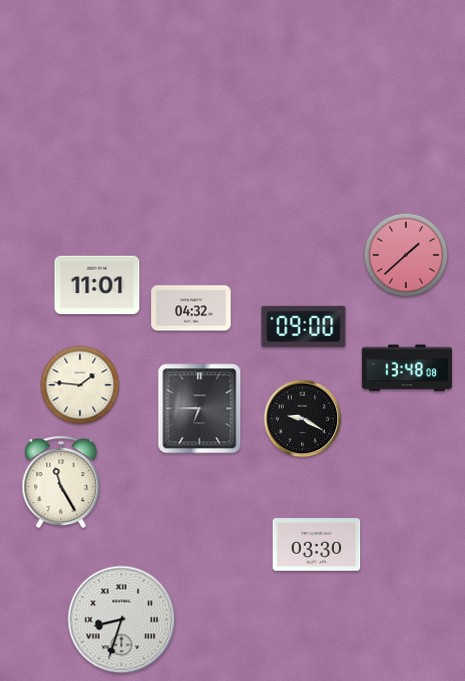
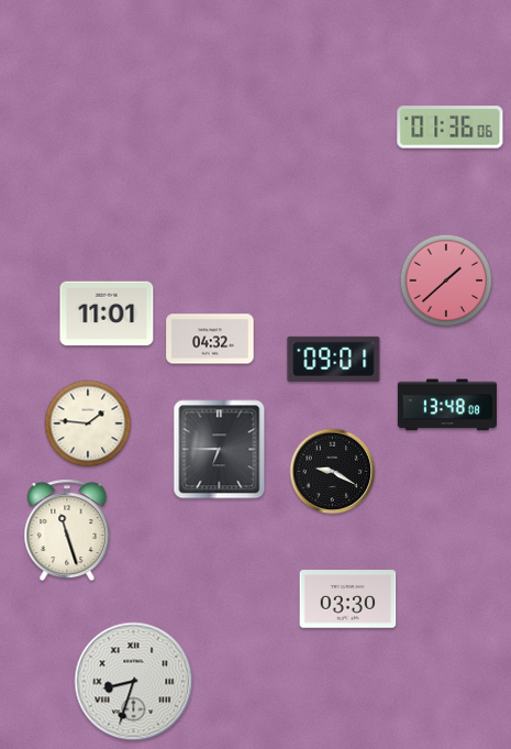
clock at (451, 128): none -> 01:36
clock at (304, 326): 09:00 -> 09:01
clock at (303, 419) position: (303, 419) -> (333, 472)
clock at (61, 482): 11:25 -> 11:27
